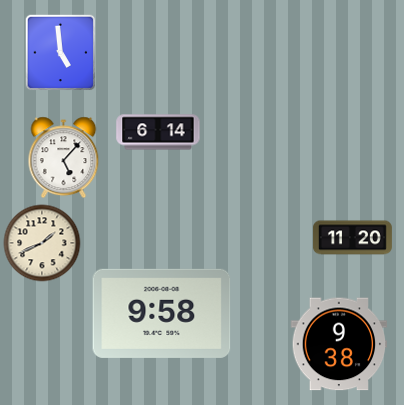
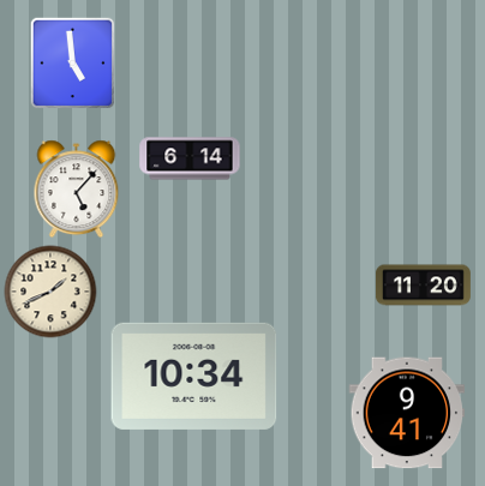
clock at (162, 313): 9:58 -> 10:34
clock at (339, 344): 9:38 -> 9:41
